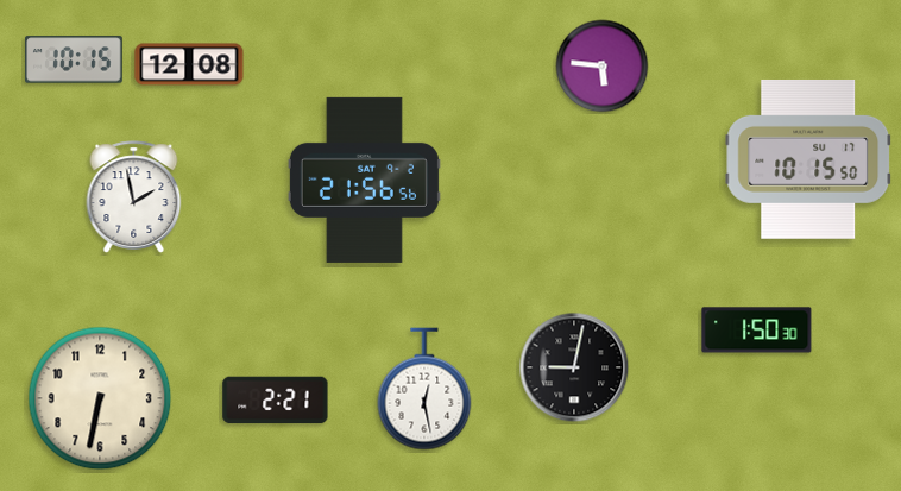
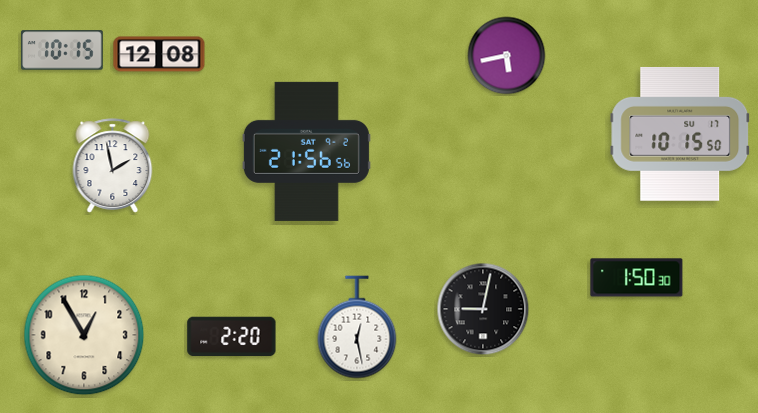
clock at (603, 67): 5:46 -> 5:43
clock at (100, 398): 6:32 -> 12:55
clock at (276, 401): 2:21 -> 2:20
